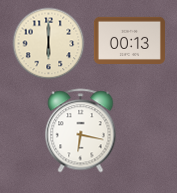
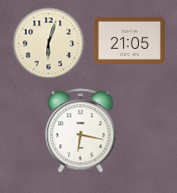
clock at (129, 40): 00:13 -> 21:05
clock at (49, 44): 6:00 -> 6:03
